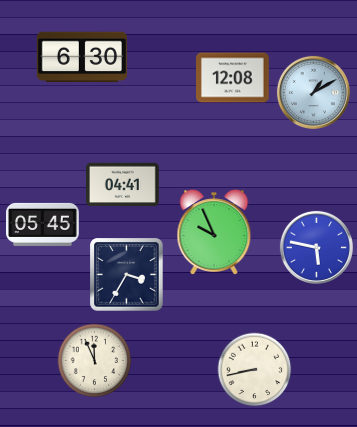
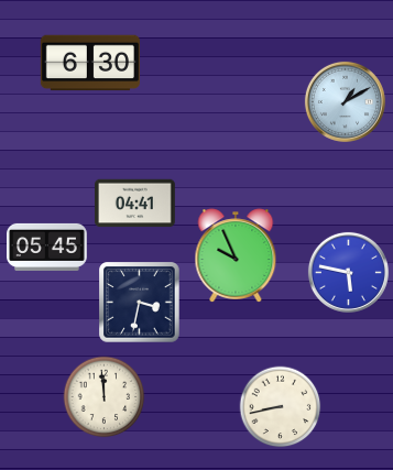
clock at (233, 78): 12:08 -> none
clock at (127, 275): 3:35 -> 3:32
clock at (95, 361): 11:56 -> 11:59
